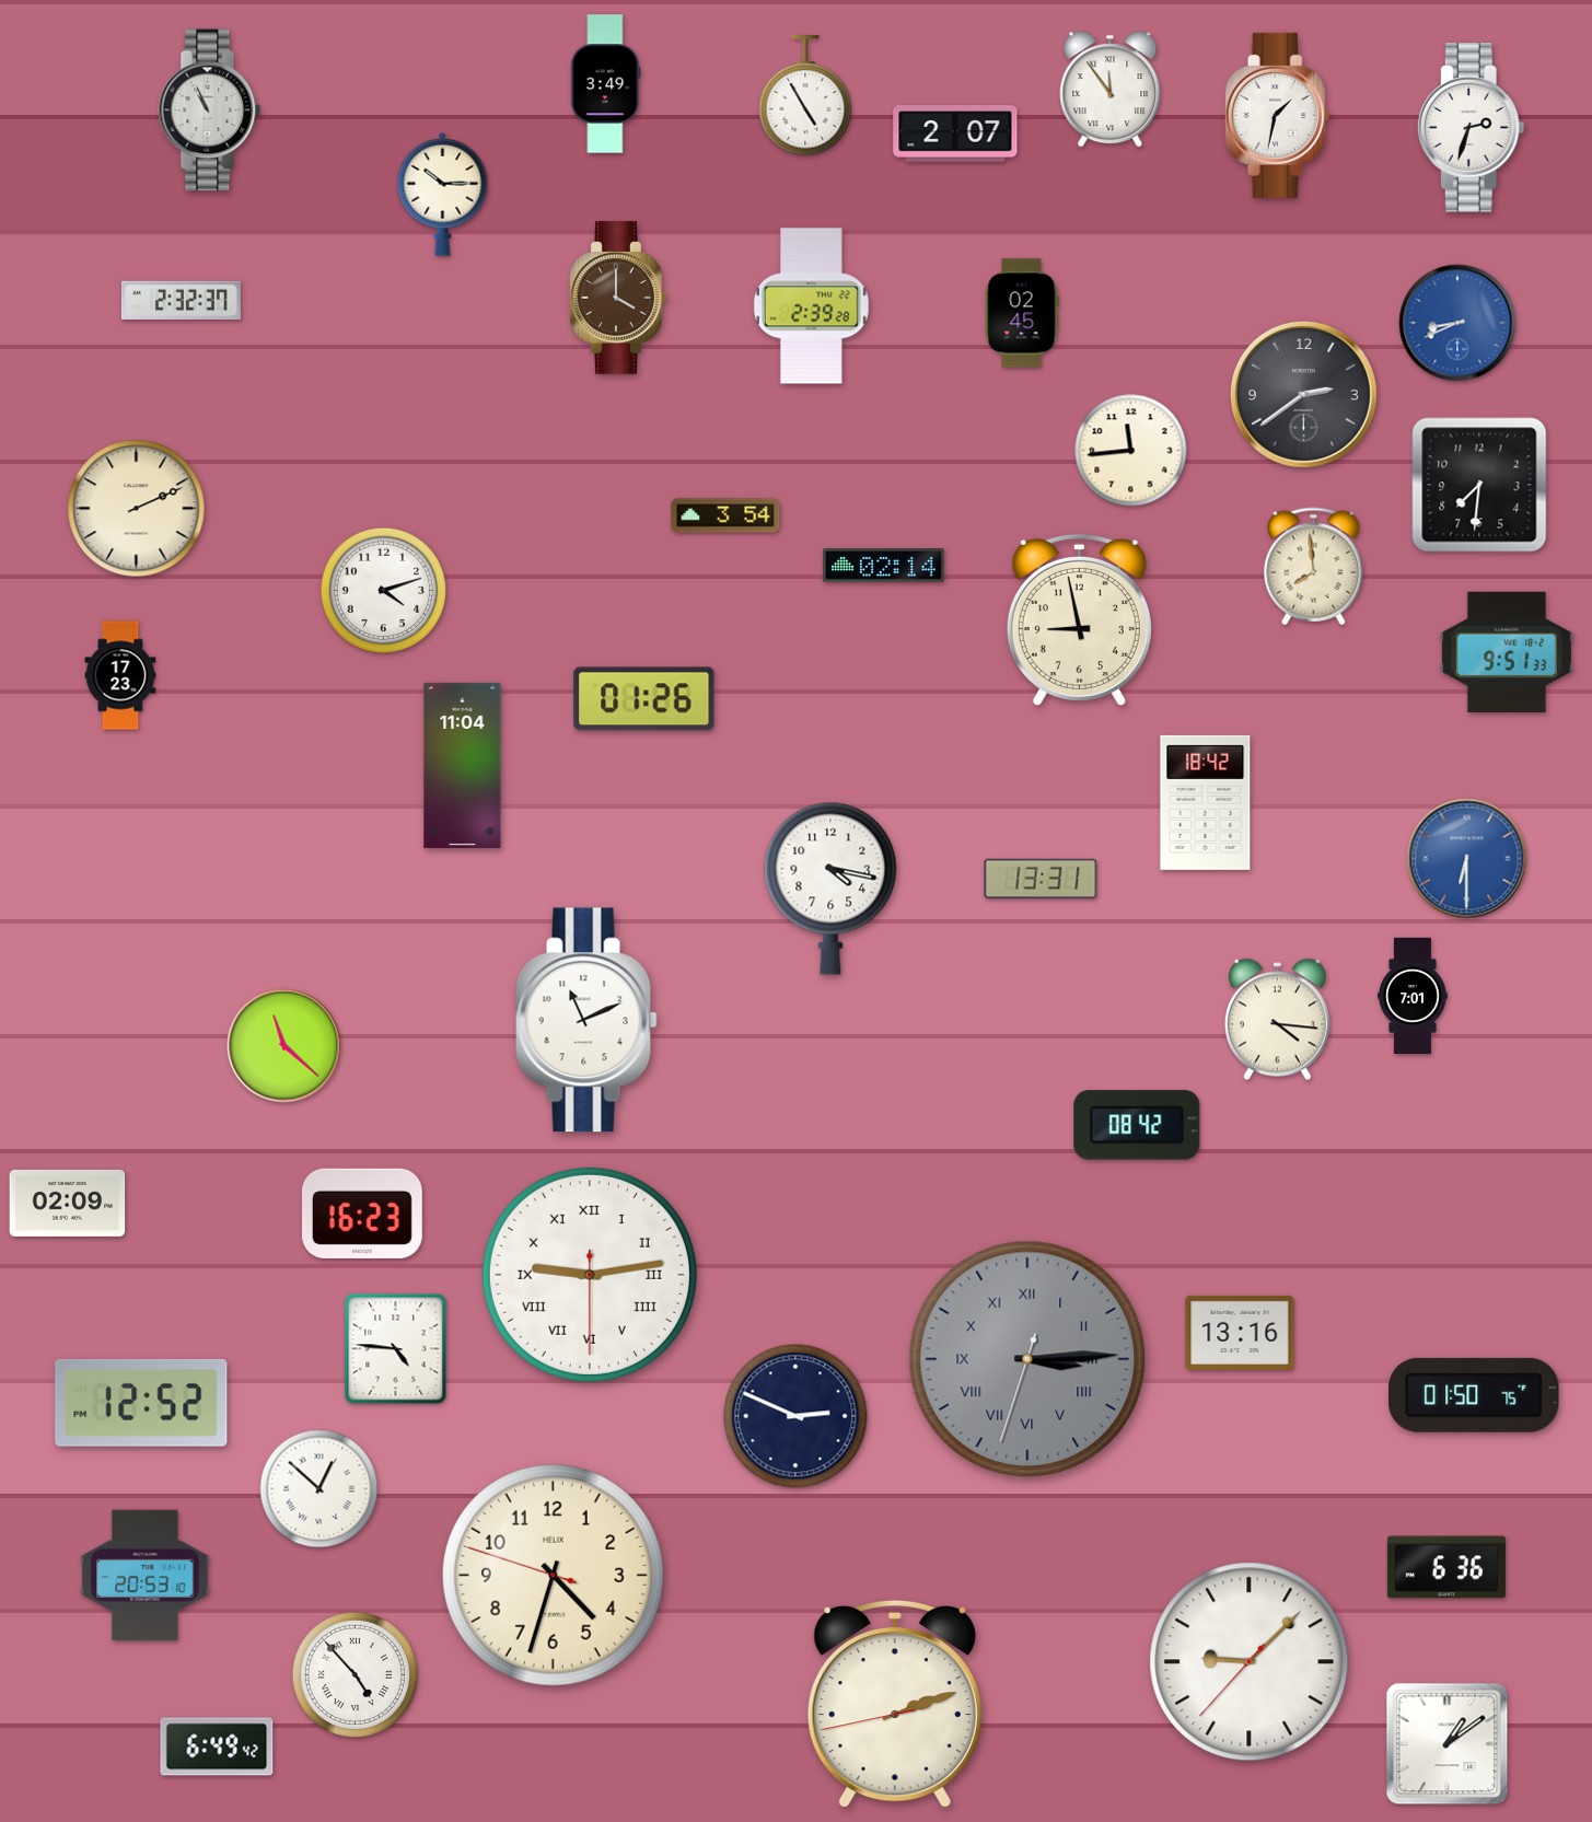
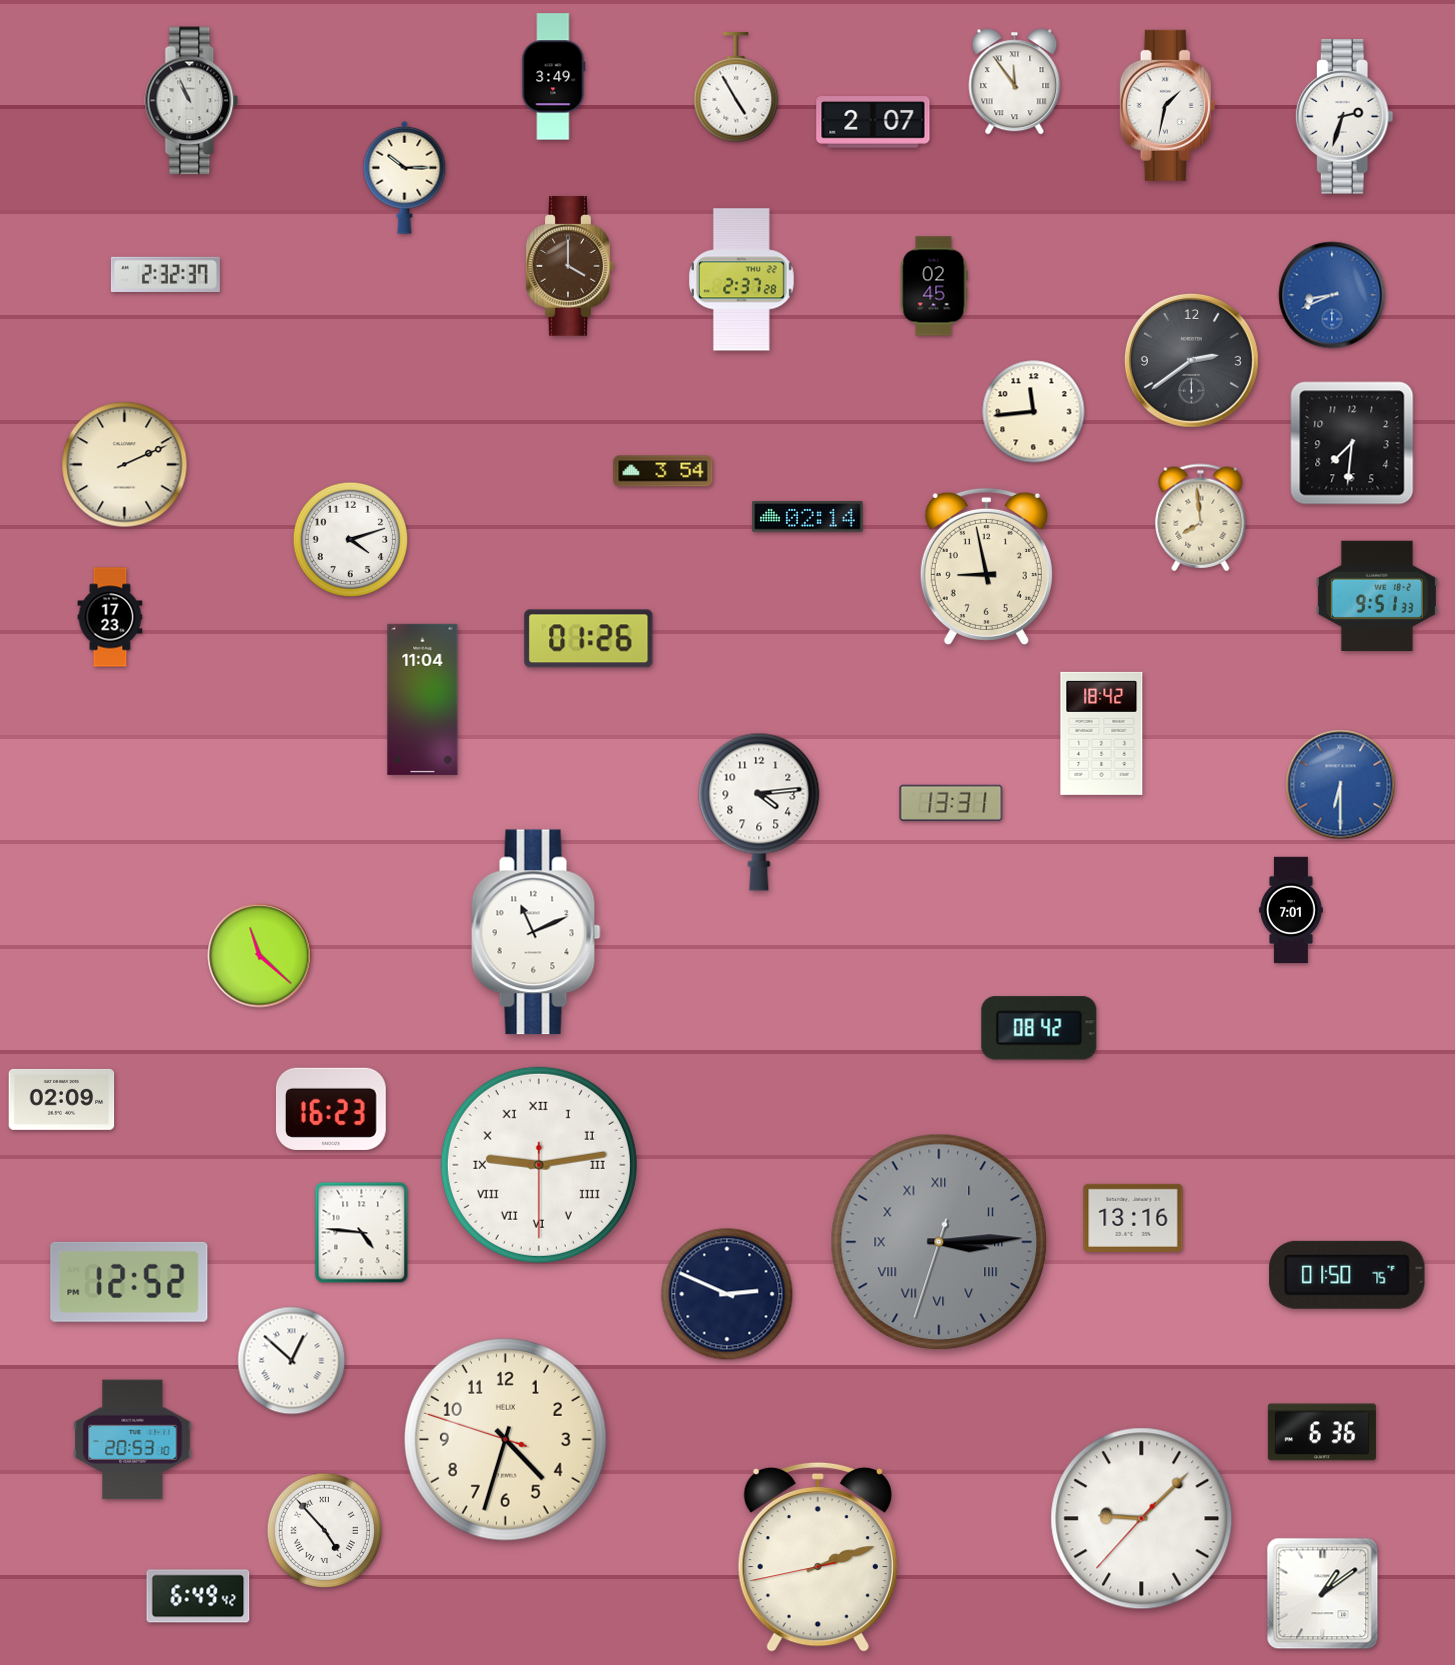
clock at (618, 298) position: (618, 298) -> (570, 266)
clock at (811, 306): 2:39 -> 2:37
clock at (830, 889): 4:17 -> 4:14
clock at (1277, 1020): 4:16 -> none
